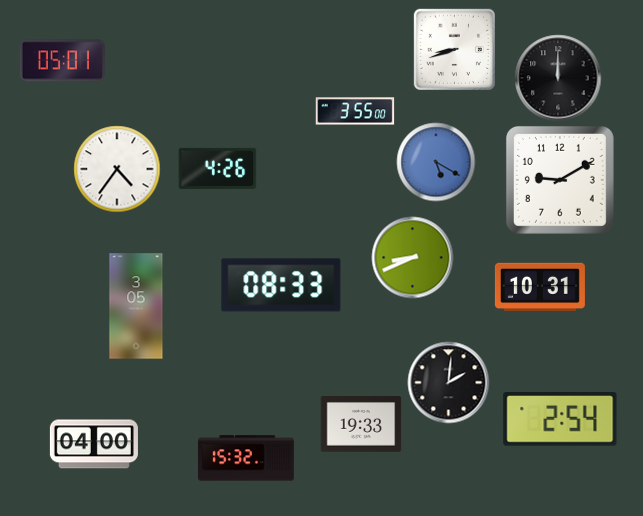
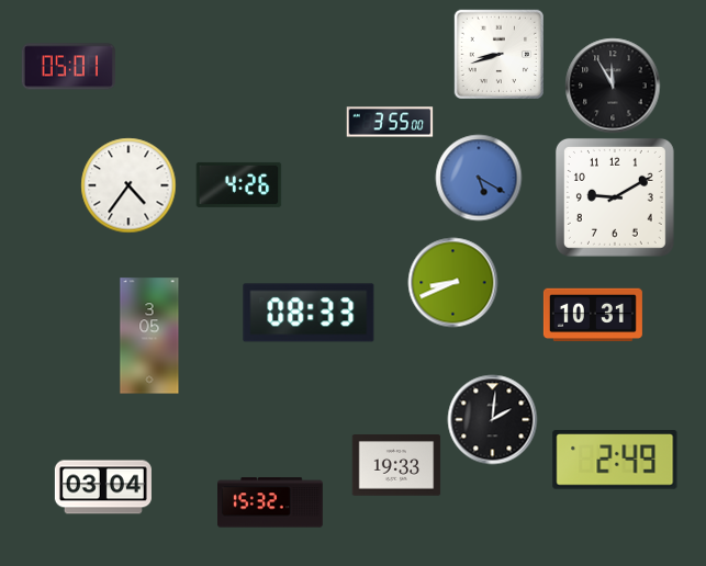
clock at (558, 78): 12:00 -> 11:55
clock at (560, 420): 2:54 -> 2:49
clock at (94, 444): 04:00 -> 03:04
